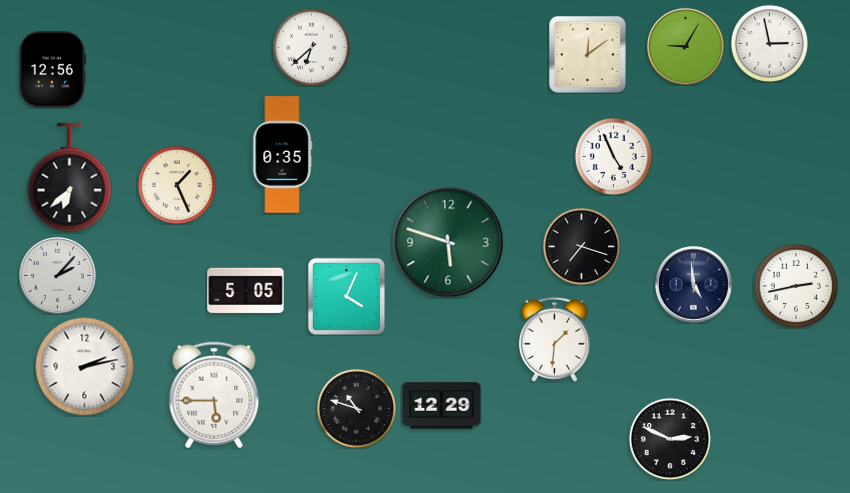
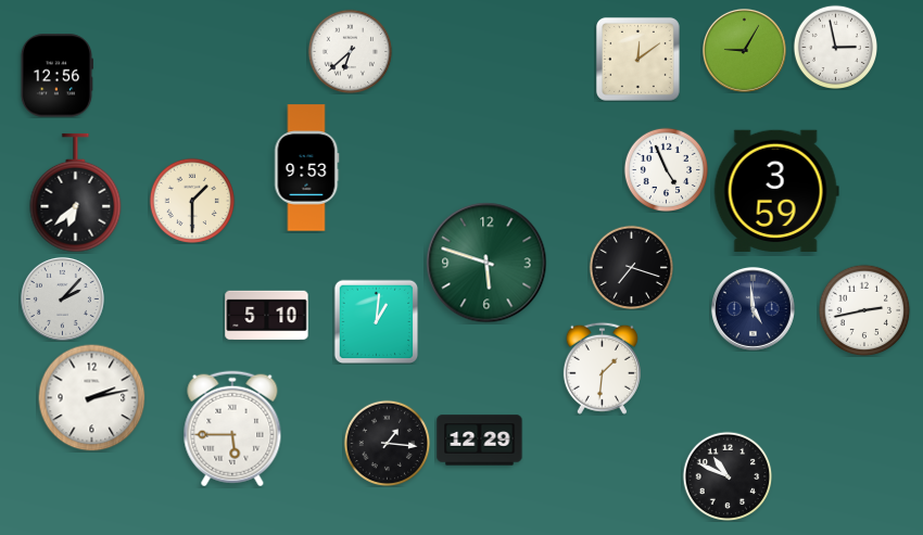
clock at (311, 47) position: (311, 47) -> (350, 51)
clock at (283, 155): 0:35 -> 9:53
clock at (776, 191): none -> 3:59
clock at (177, 185): 1:26 -> 1:30
clock at (246, 291): 5:05 -> 5:10
clock at (346, 296): 4:04 -> 1:01
clock at (356, 408): 10:48 -> 1:16
clock at (670, 439): 2:49 -> 10:49
